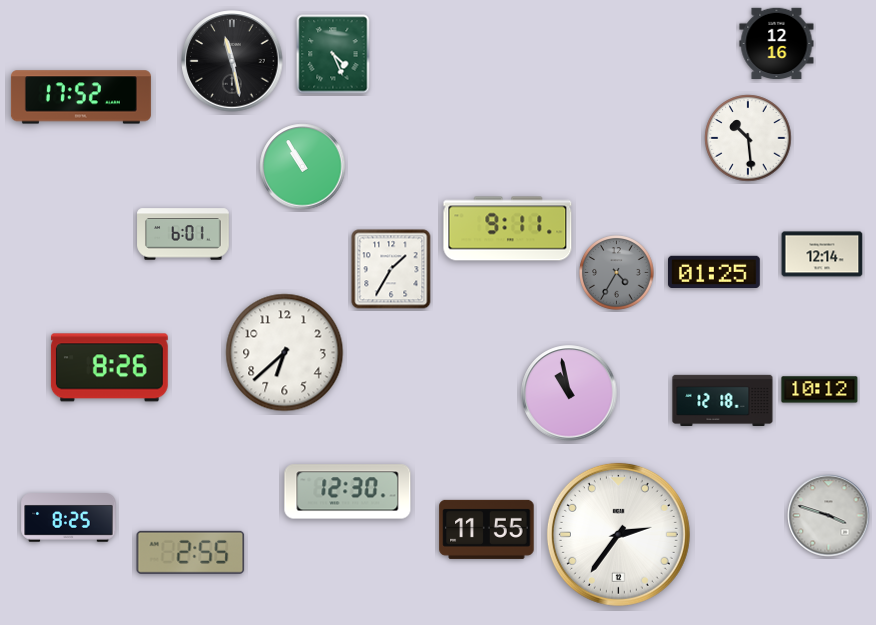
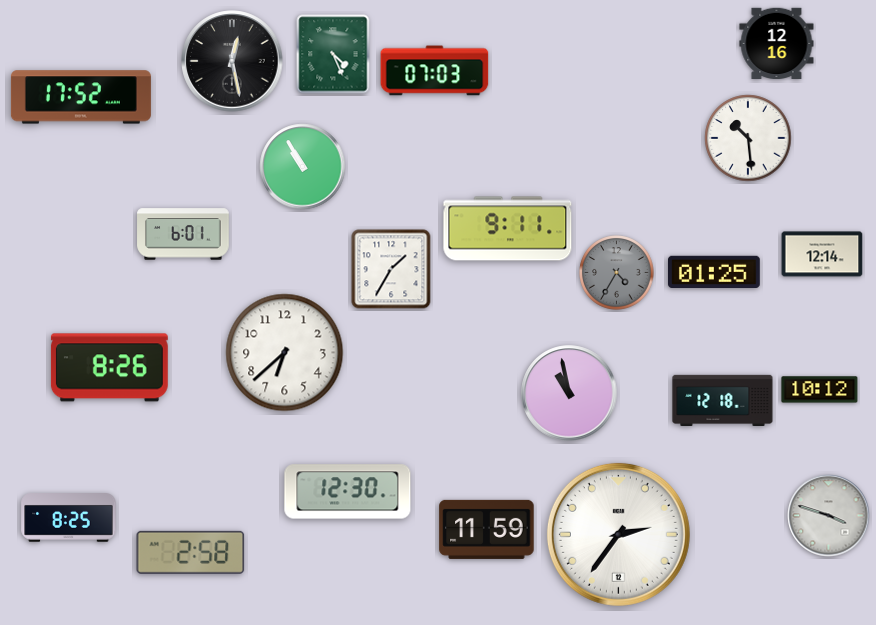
clock at (232, 61): 11:28 -> 12:28
clock at (435, 71): none -> 07:03
clock at (487, 529): 11:55 -> 11:59
clock at (191, 552): 2:55 -> 2:58
